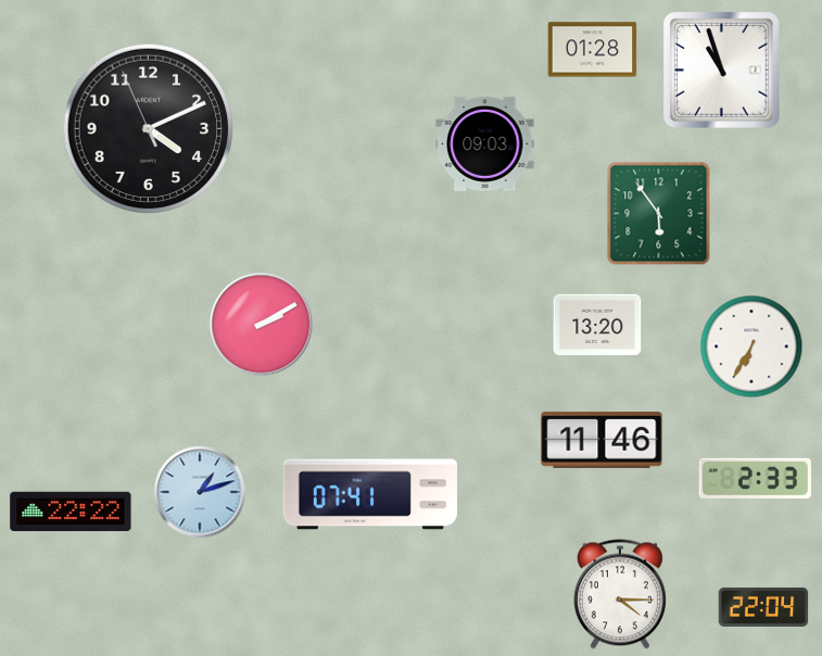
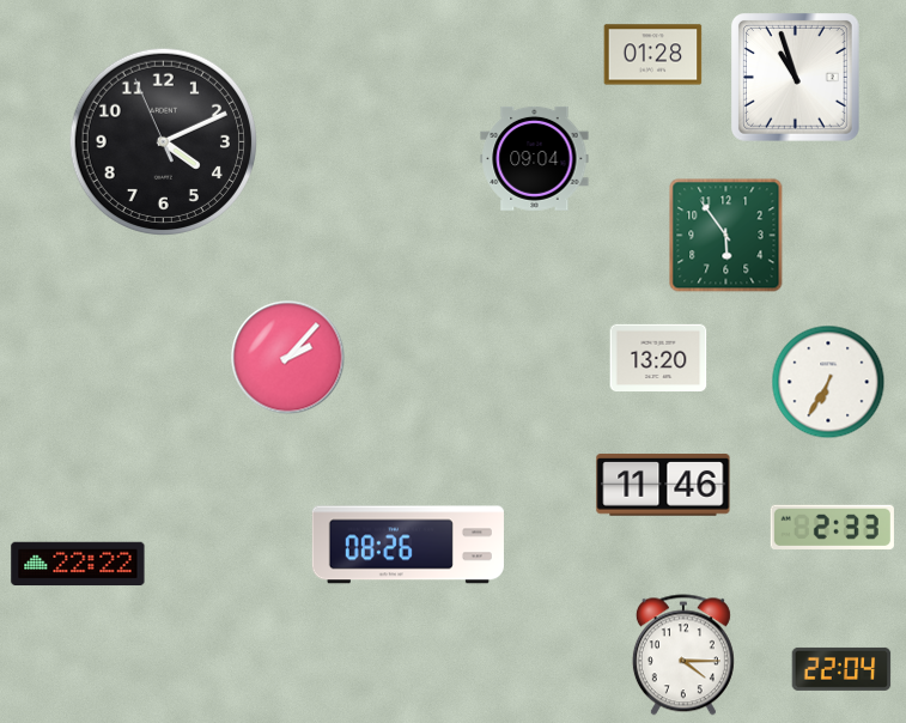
clock at (485, 143): 09:03 -> 09:04
clock at (262, 325): 2:10 -> 2:07
clock at (200, 492): 1:12 -> none
clock at (370, 494): 07:41 -> 08:26
